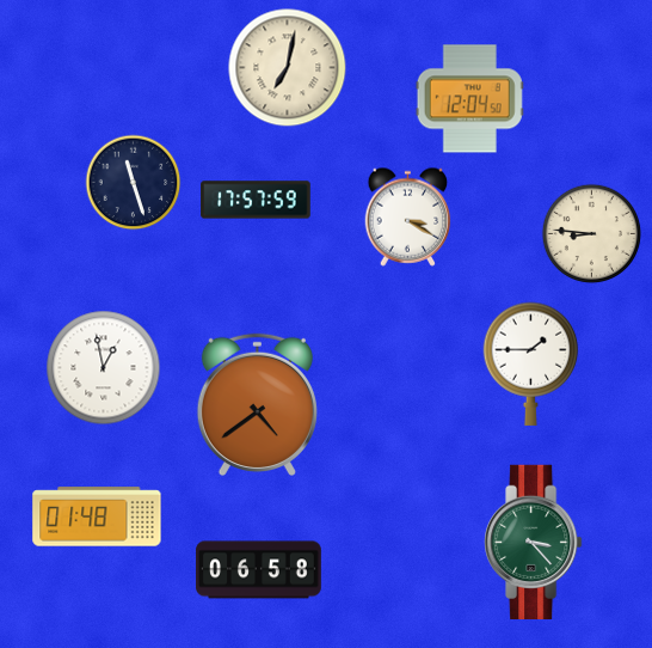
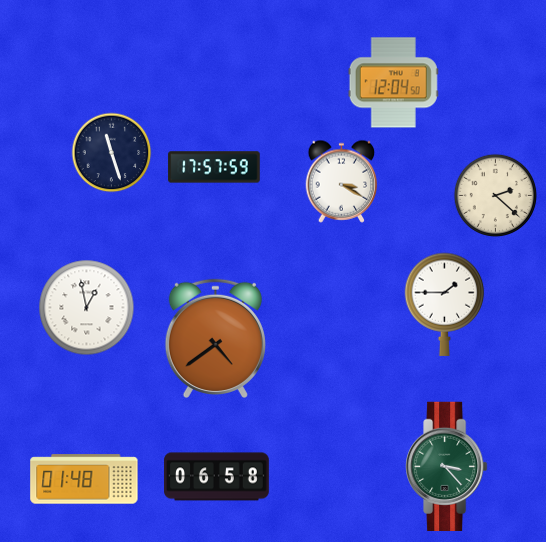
clock at (288, 68): 7:02 -> none
clock at (591, 233): 8:46 -> 2:22
clock at (97, 516) position: (97, 516) -> (84, 479)
clock at (534, 542) position: (534, 542) -> (447, 466)
